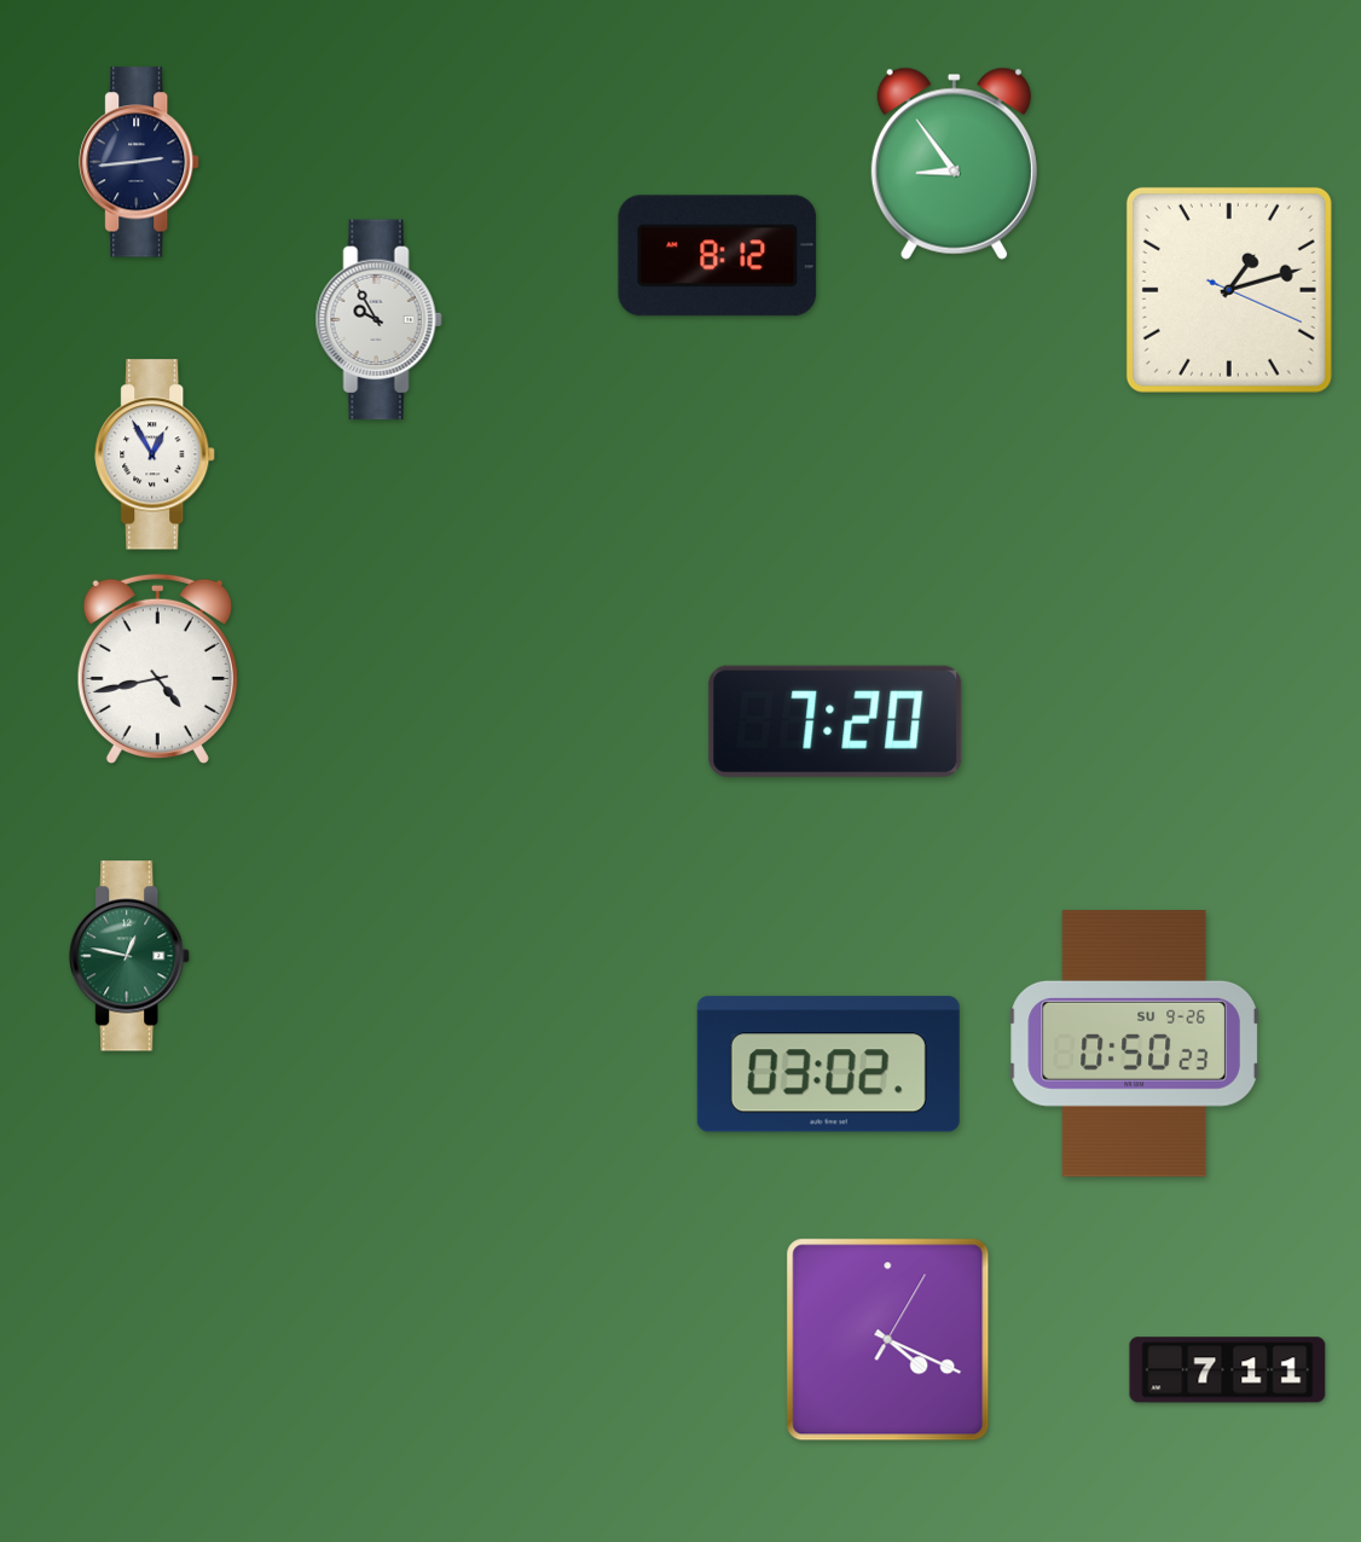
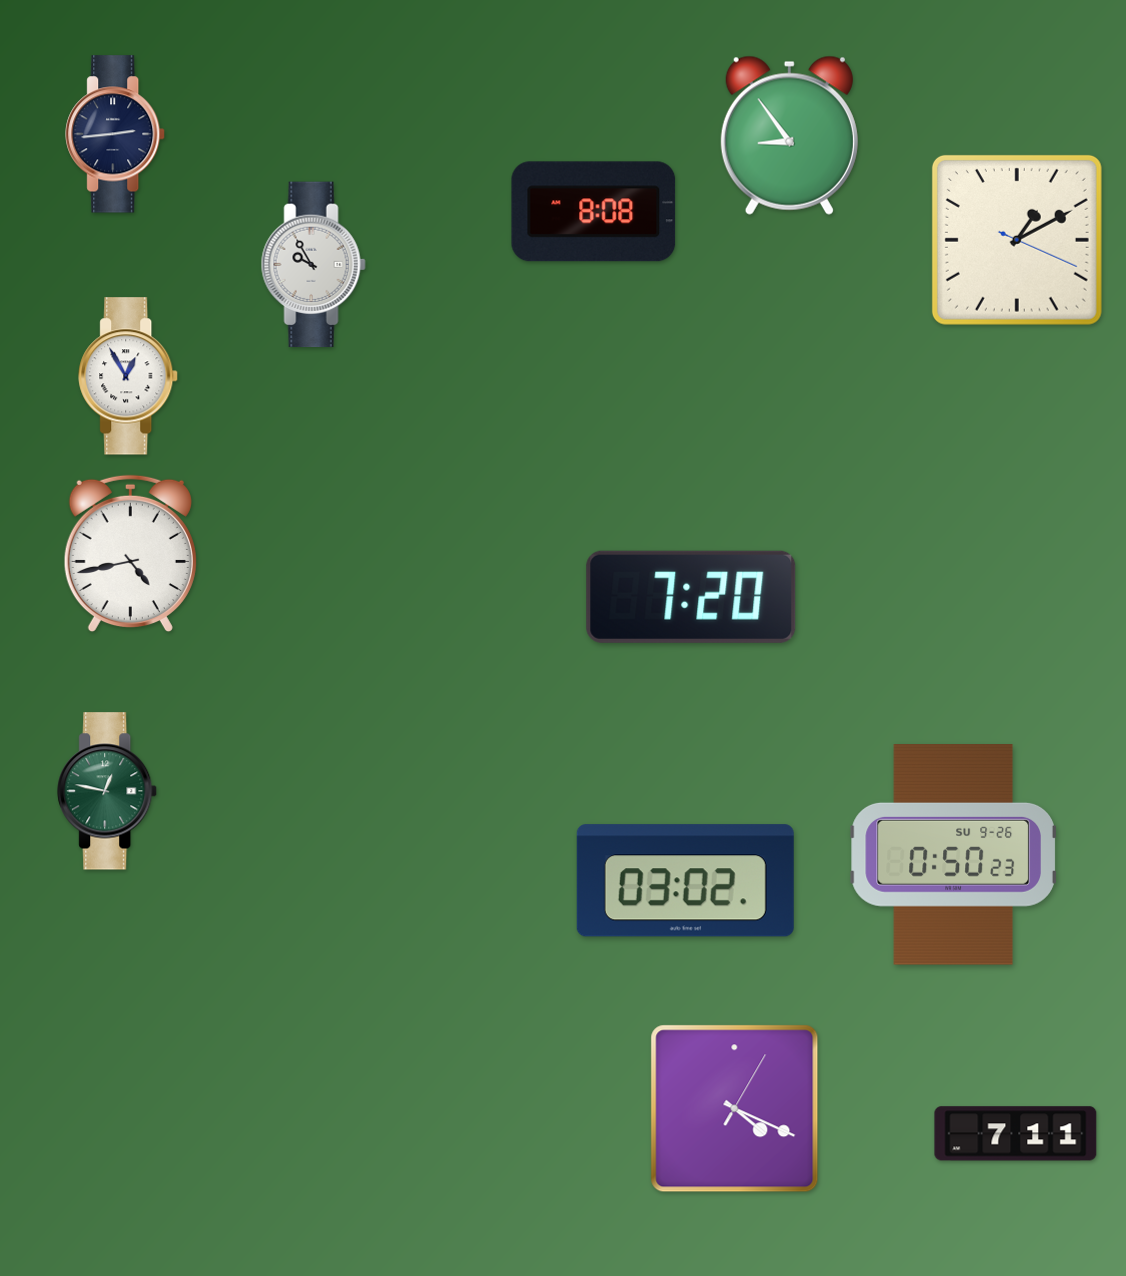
clock at (718, 256): 8:12 -> 8:08
clock at (1229, 290): 1:12 -> 1:10
clock at (1135, 1044) position: (1135, 1044) -> (954, 855)
